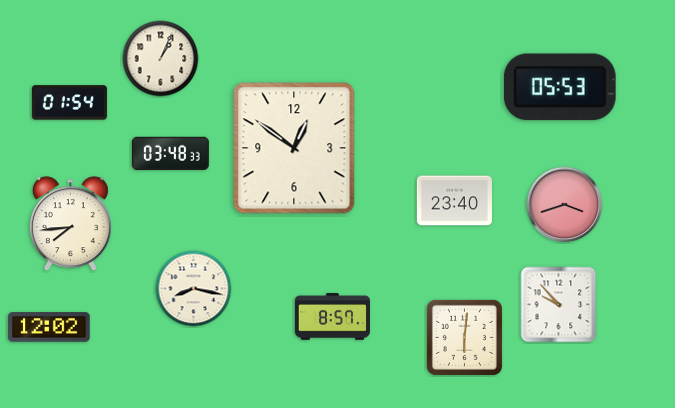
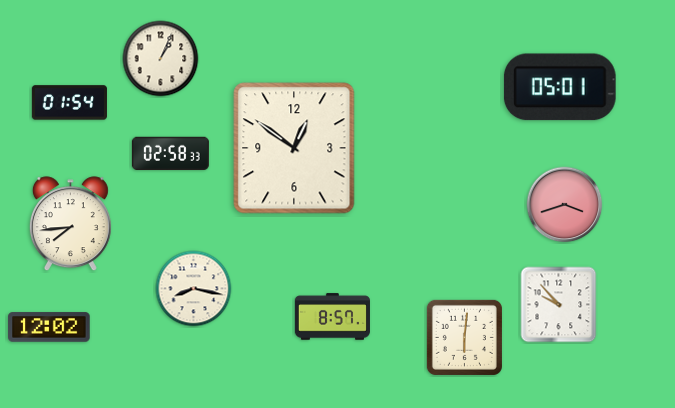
clock at (560, 87): 05:53 -> 05:01
clock at (170, 153): 03:48 -> 02:58
clock at (454, 201): 23:40 -> none
